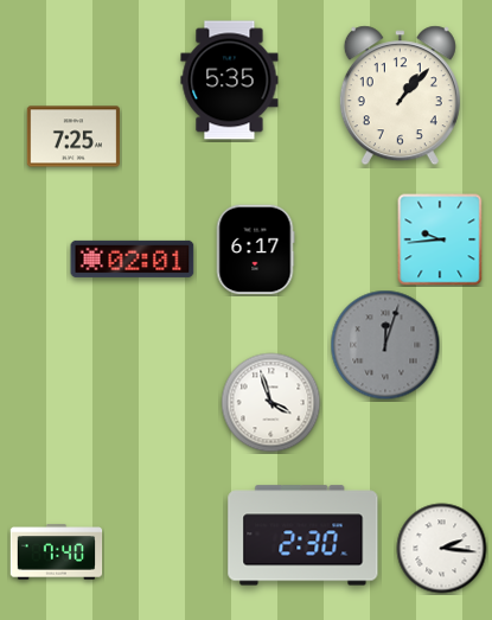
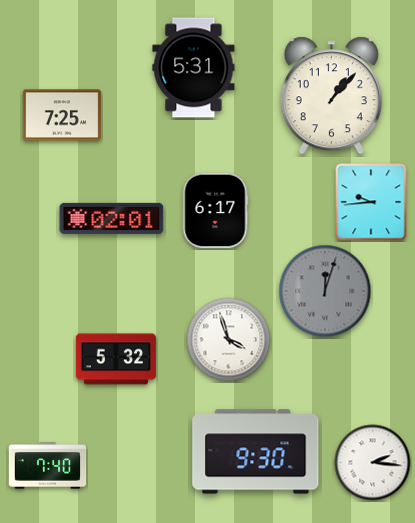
clock at (230, 81): 5:35 -> 5:31
clock at (400, 96) position: (400, 96) -> (331, 96)
clock at (116, 359): none -> 5:32
clock at (303, 536): 2:30 -> 9:30
